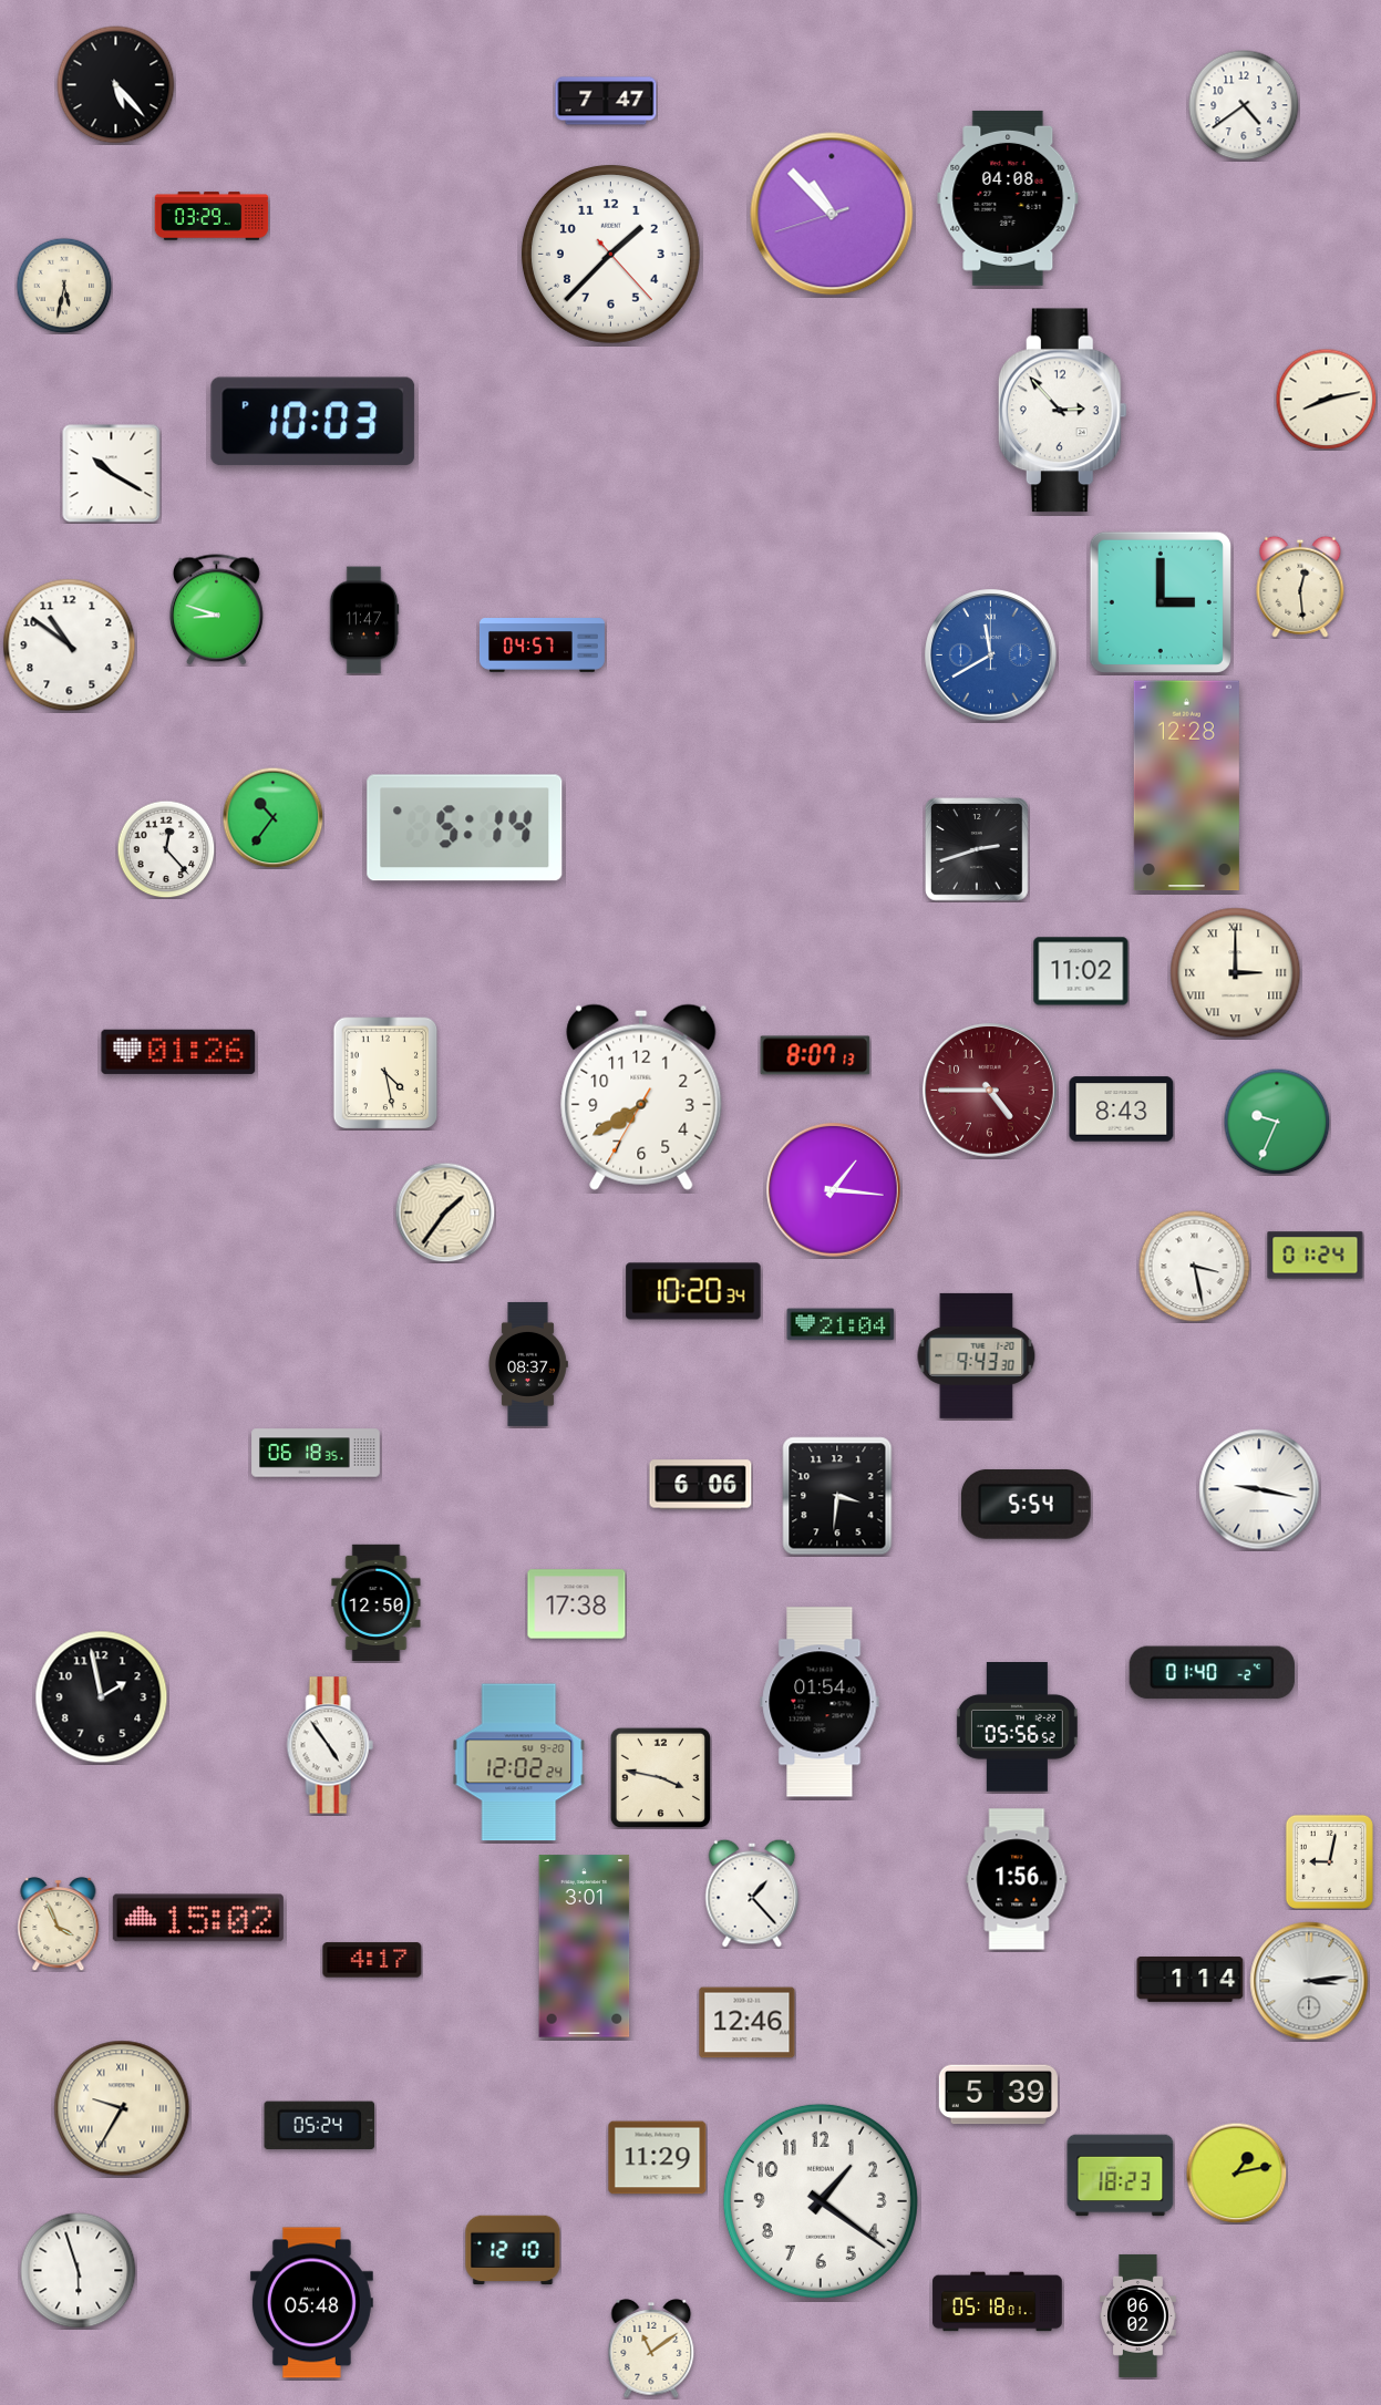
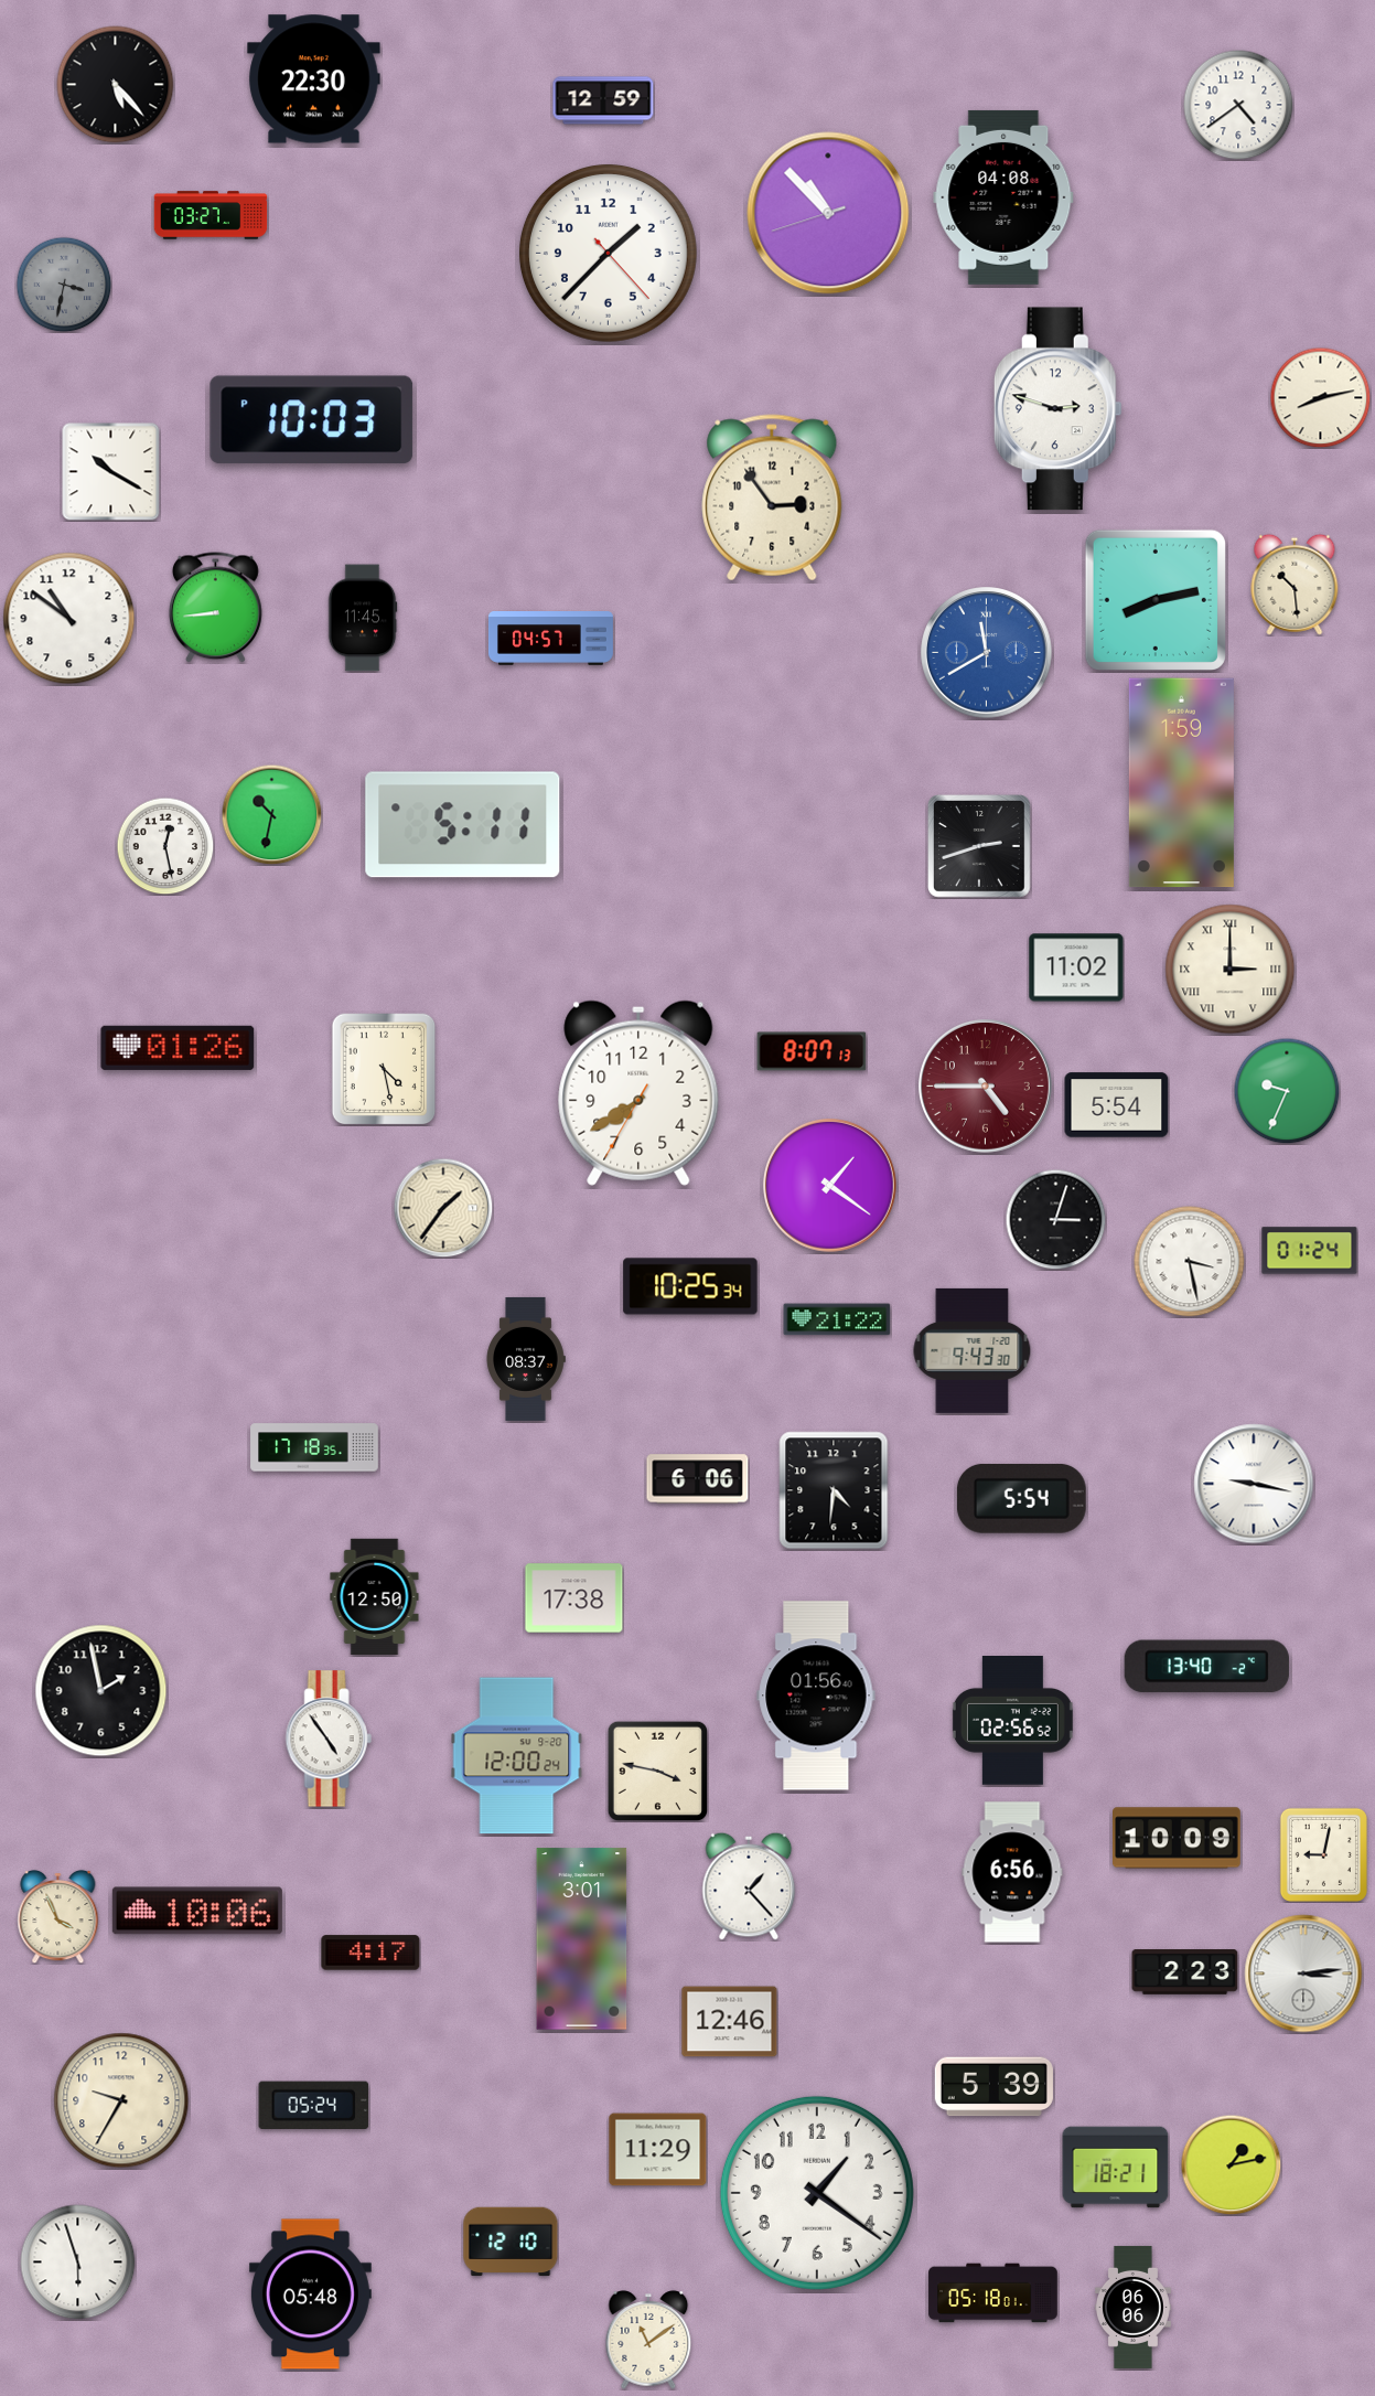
clock at (314, 79): none -> 22:30
clock at (606, 101): 7:47 -> 12:59
clock at (212, 216): 03:29 -> 03:27
clock at (64, 286): 5:32 -> 3:32
clock at (64, 286) dial: cream -> grey
clock at (1062, 411): 2:53 -> 2:48
clock at (772, 498): none -> 2:54
clock at (1300, 587): 12:29 -> 10:29
clock at (1161, 602): 3:00 -> 8:13
clock at (216, 610): 8:48 -> 8:44
clock at (364, 620): 11:47 -> 11:45
clock at (70, 646) position: (70, 646) -> (69, 619)
clock at (542, 646) position: (542, 646) -> (550, 639)
clock at (1186, 786): 12:28 -> 1:59
clock at (272, 817): 10:36 -> 10:32
clock at (465, 828): 5:14 -> 5:11
clock at (166, 849): 12:23 -> 12:28
clock at (978, 850) position: (978, 850) -> (980, 847)
clock at (1122, 1109): 8:43 -> 5:54
clock at (1277, 1122) position: (1277, 1122) -> (1287, 1091)
clock at (834, 1190): 1:16 -> 1:21
clock at (1055, 1219): none -> 3:03
clock at (693, 1291): 10:20 -> 10:25
clock at (841, 1324): 21:04 -> 21:22
clock at (316, 1453): 06:18 -> 17:18
clock at (837, 1496): 3:31 -> 4:31
clock at (1212, 1673): 01:40 -> 13:40
clock at (820, 1702): 01:54 -> 01:56
clock at (1017, 1727): 05:56 -> 02:56
clock at (519, 1763): 12:02 -> 12:00
clock at (1178, 1838): none -> 10:09
clock at (1017, 1879): 1:56 -> 6:56
clock at (198, 1918): 15:02 -> 10:06
clock at (1191, 1980): 1:14 -> 2:23
clock at (748, 2023) position: (748, 2023) -> (730, 2022)
clock at (122, 2108) numerals: Roman -> Arabic
clock at (320, 2125) position: (320, 2125) -> (314, 2105)
clock at (658, 2158) position: (658, 2158) -> (658, 2150)
clock at (1121, 2176): 18:23 -> 18:21
clock at (1138, 2315): 06:02 -> 06:06
